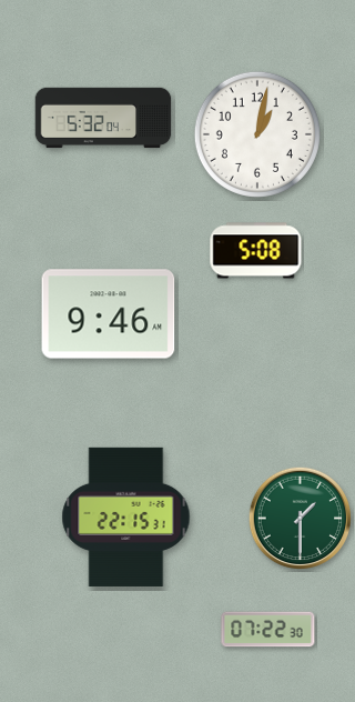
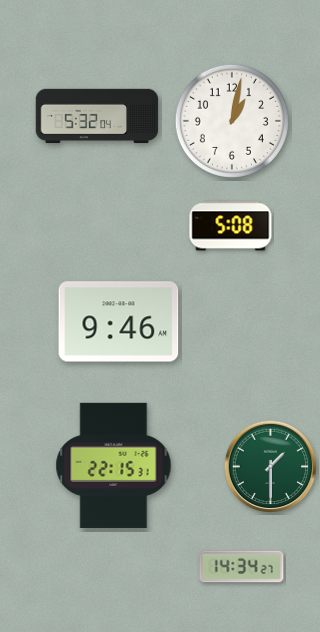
clock at (103, 118) position: (103, 118) -> (97, 116)
clock at (109, 314) position: (109, 314) -> (119, 322)
clock at (268, 630): 07:22 -> 14:34
